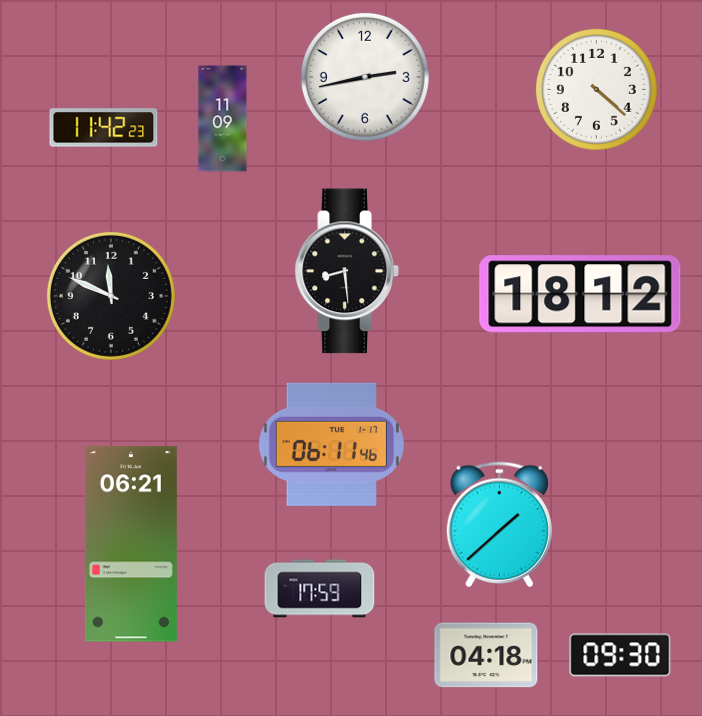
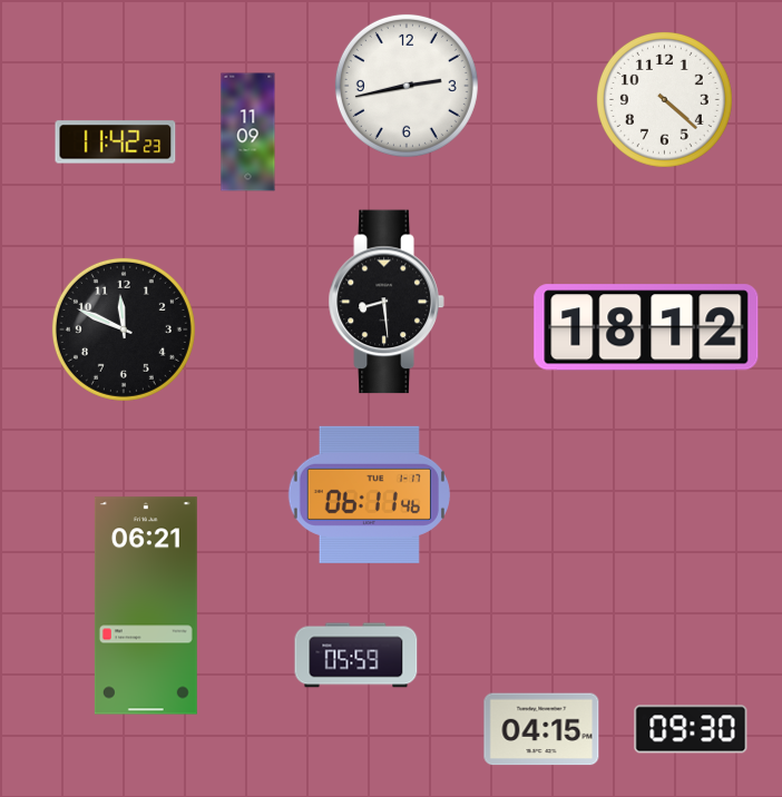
clock at (499, 525): 1:38 -> none
clock at (320, 589): 17:59 -> 05:59
clock at (486, 655): 04:18 -> 04:15
